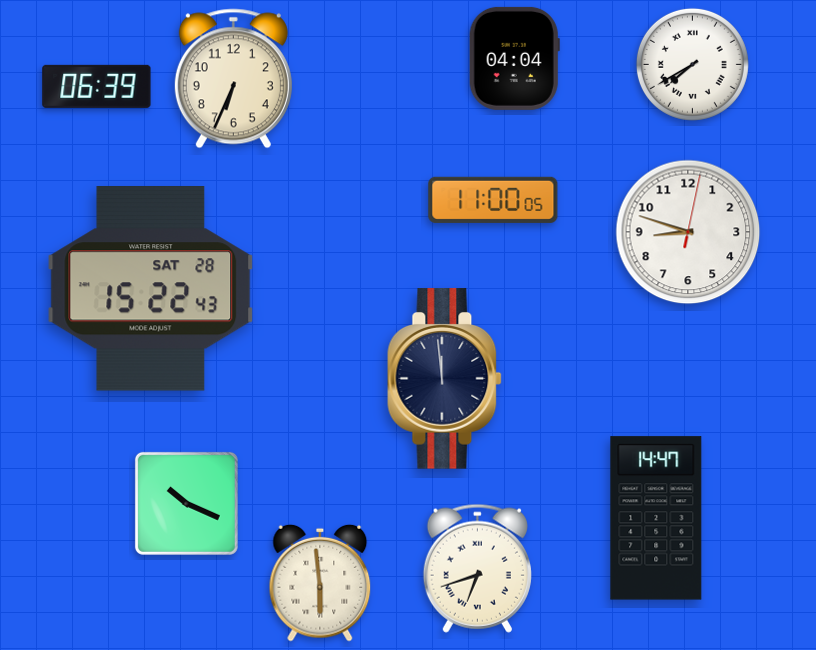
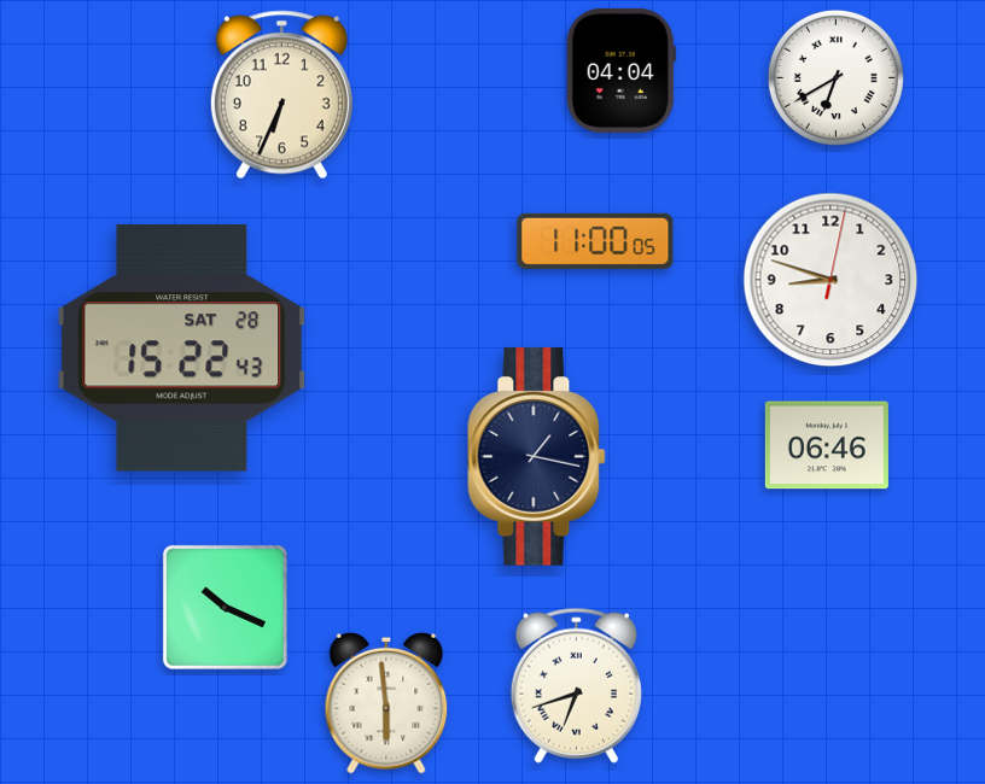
clock at (692, 64): 7:40 -> 6:40
clock at (97, 86): 06:39 -> none
clock at (827, 445): none -> 06:46
clock at (445, 379): 11:59 -> 1:17
clock at (656, 518): 14:47 -> none
